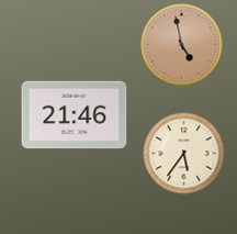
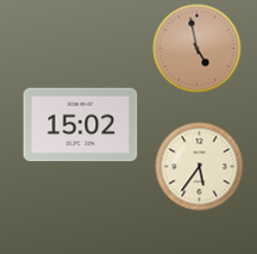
clock at (75, 115): 21:46 -> 15:02
